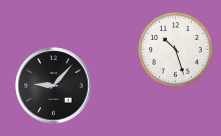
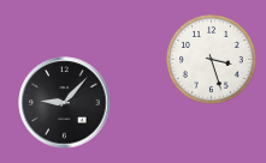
clock at (176, 50): 10:27 -> 3:27
